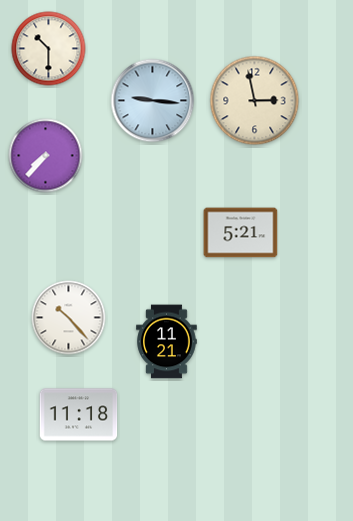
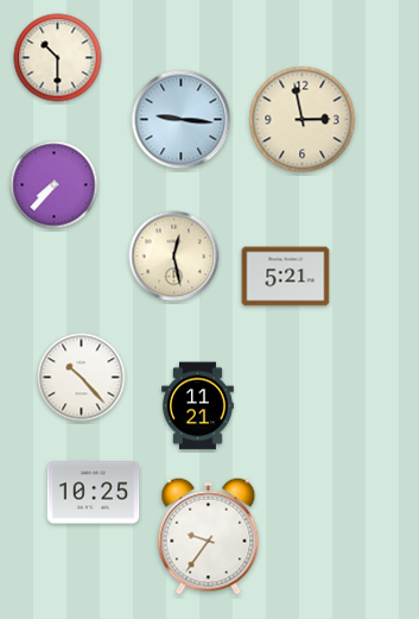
clock at (174, 257): none -> 12:28
clock at (79, 415): 11:18 -> 10:25
clock at (209, 537): none -> 9:36
